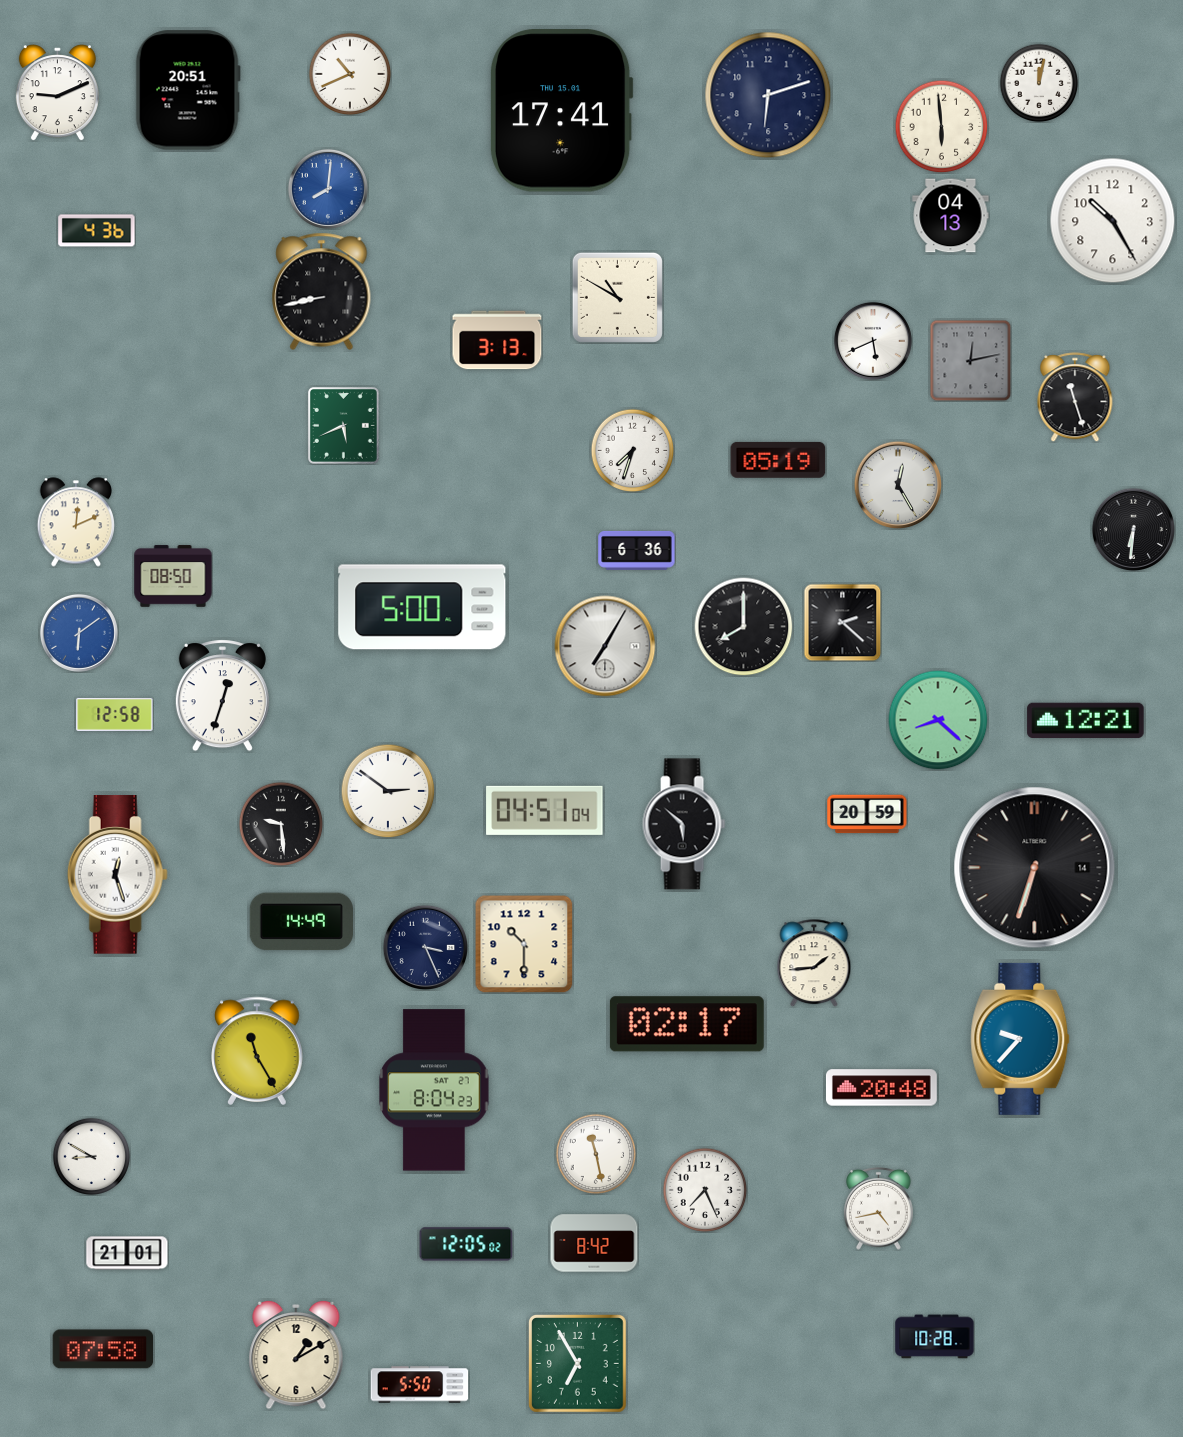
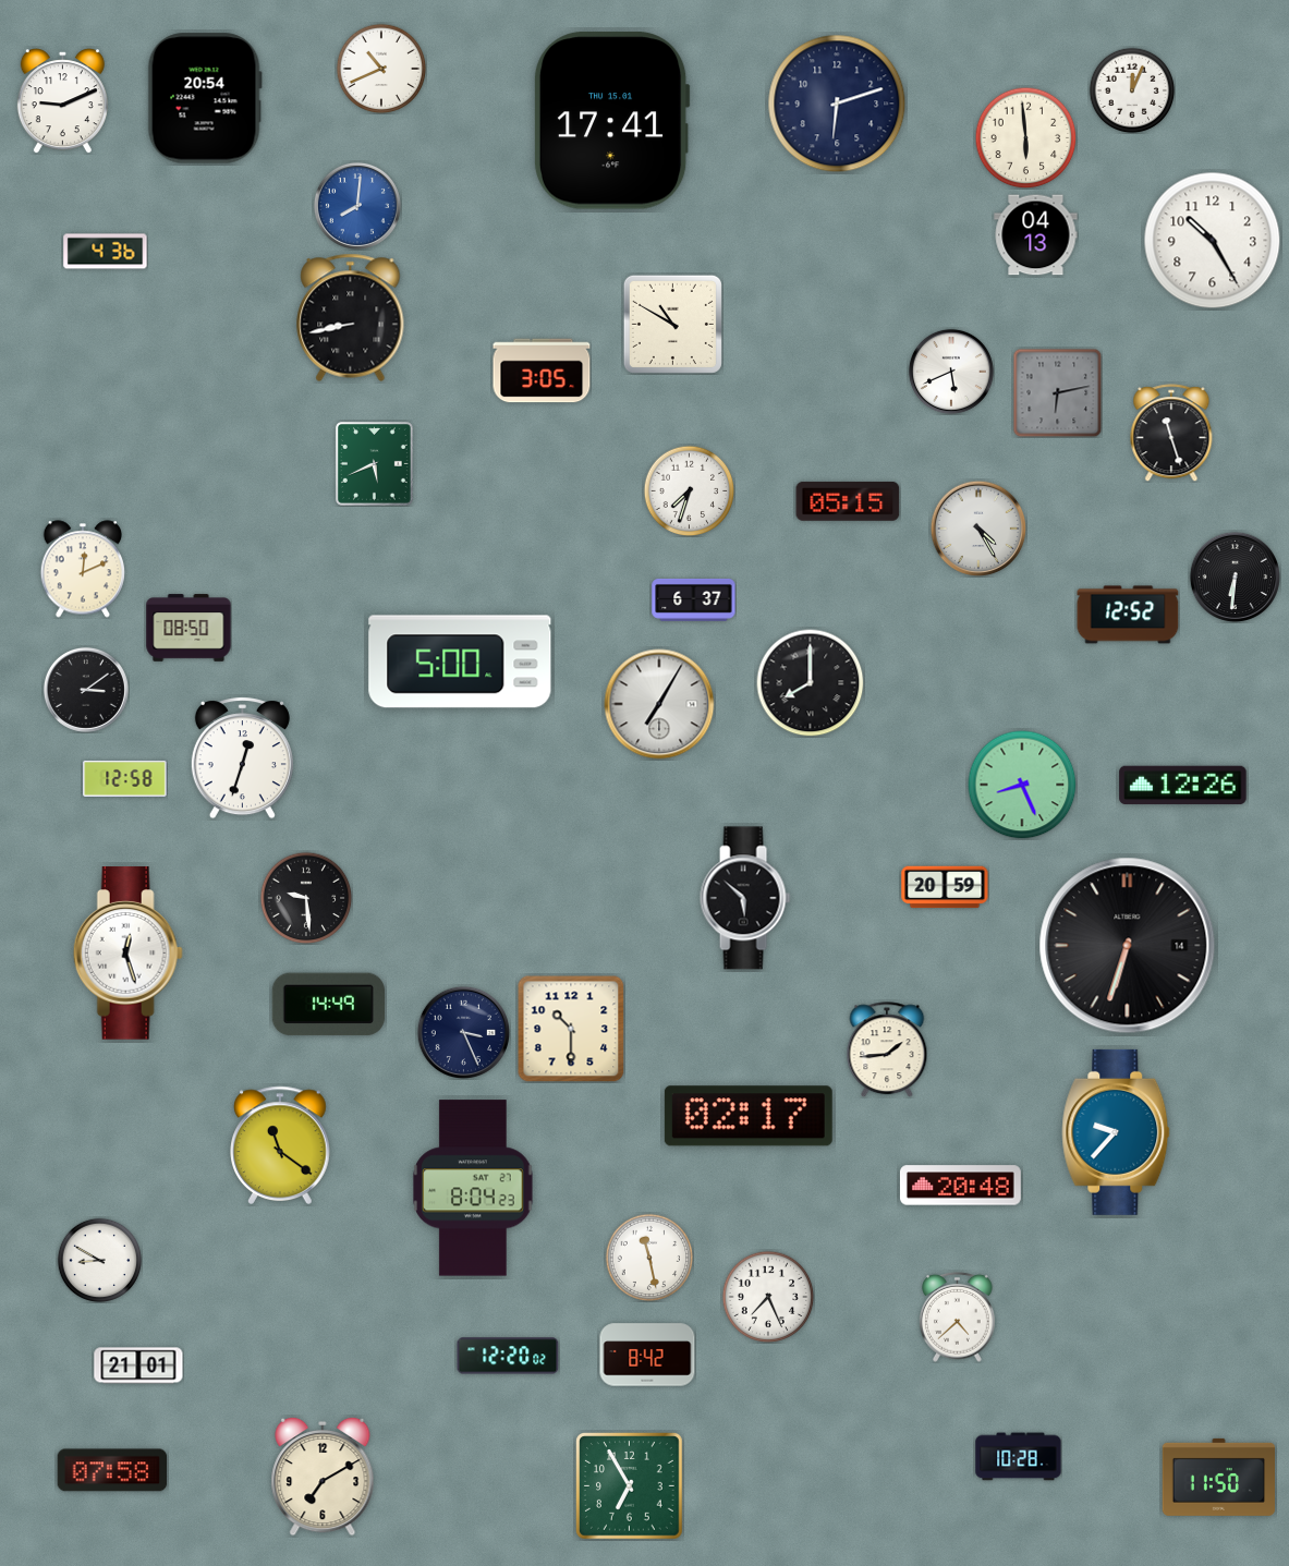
clock at (350, 74) position: (350, 74) -> (381, 69)
clock at (1039, 83): 12:02 -> 12:04
clock at (188, 90): 20:51 -> 20:54
clock at (497, 340): 3:13 -> 3:05
clock at (970, 360): 12:13 -> 6:13
clock at (778, 460): 05:19 -> 05:15
clock at (898, 485): 12:25 -> 4:25
clock at (637, 550): 6:36 -> 6:37
clock at (1128, 615): none -> 12:52
clock at (842, 622): 2:22 -> none
clock at (79, 633): 6:09 -> 3:09
clock at (79, 633) dial: blue -> black
clock at (938, 720): 8:22 -> 8:26
clock at (1086, 721): 12:21 -> 12:26
clock at (388, 791): 2:51 -> none
clock at (545, 810): 04:51 -> none
clock at (1020, 1039) position: (1020, 1039) -> (1116, 1132)
clock at (257, 1051): 11:25 -> 11:21
clock at (879, 1209): 4:43 -> 4:38
clock at (466, 1244): 12:05 -> 12:20
clock at (296, 1355): 1:10 -> 7:10
clock at (1218, 1477): none -> 11:50
clock at (420, 1385): 5:50 -> none
